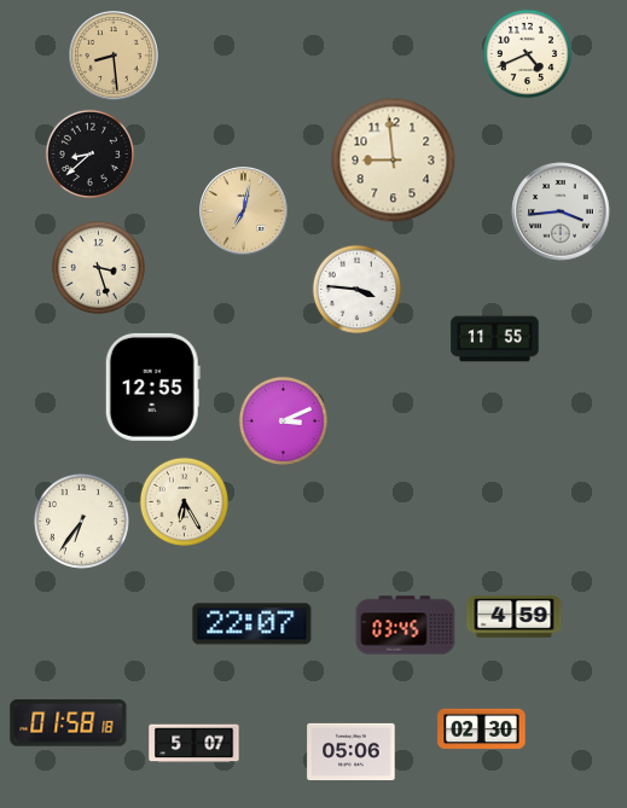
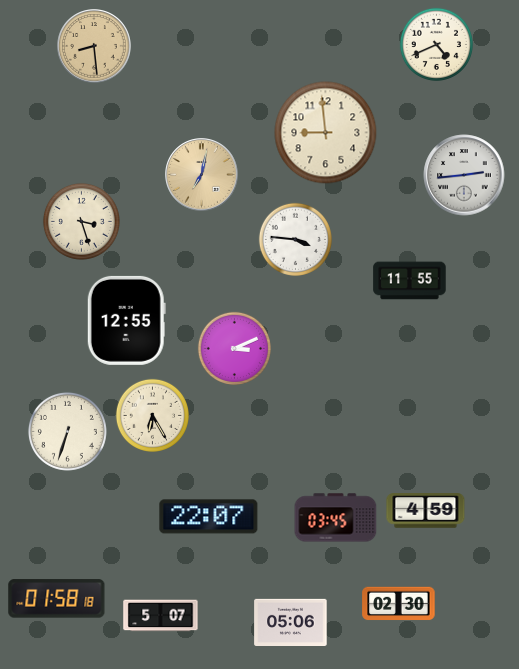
clock at (89, 153): 8:38 -> none
clock at (561, 211): 3:44 -> 2:44
clock at (81, 521): 6:36 -> 6:33
